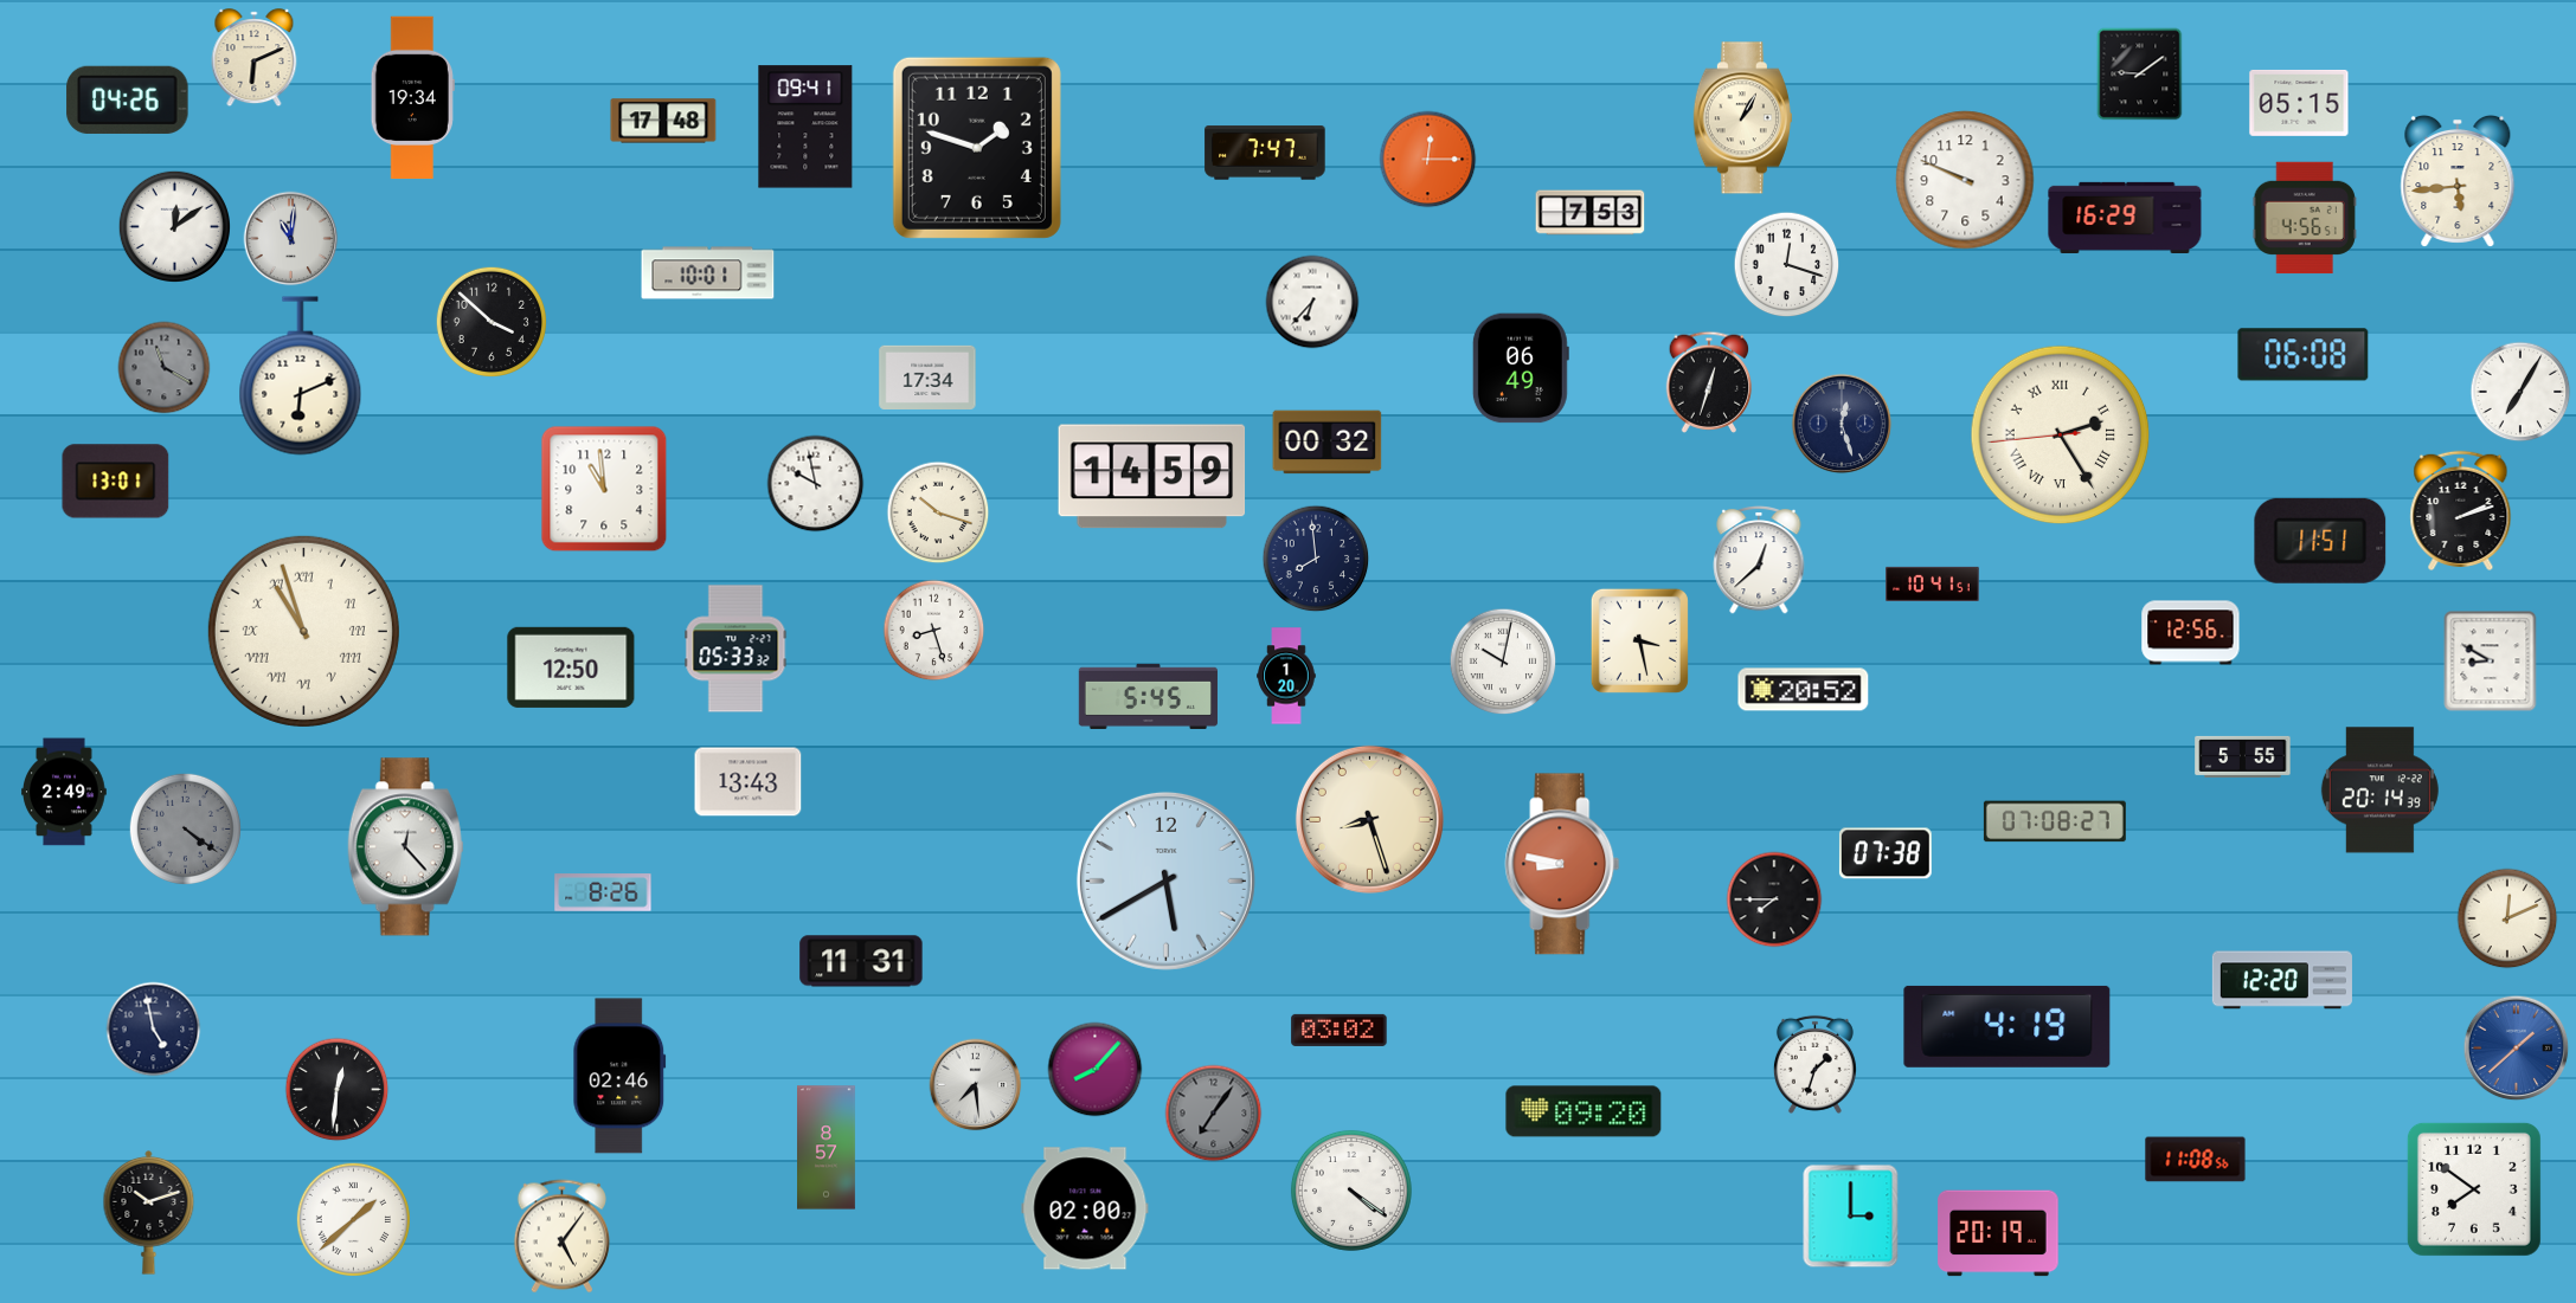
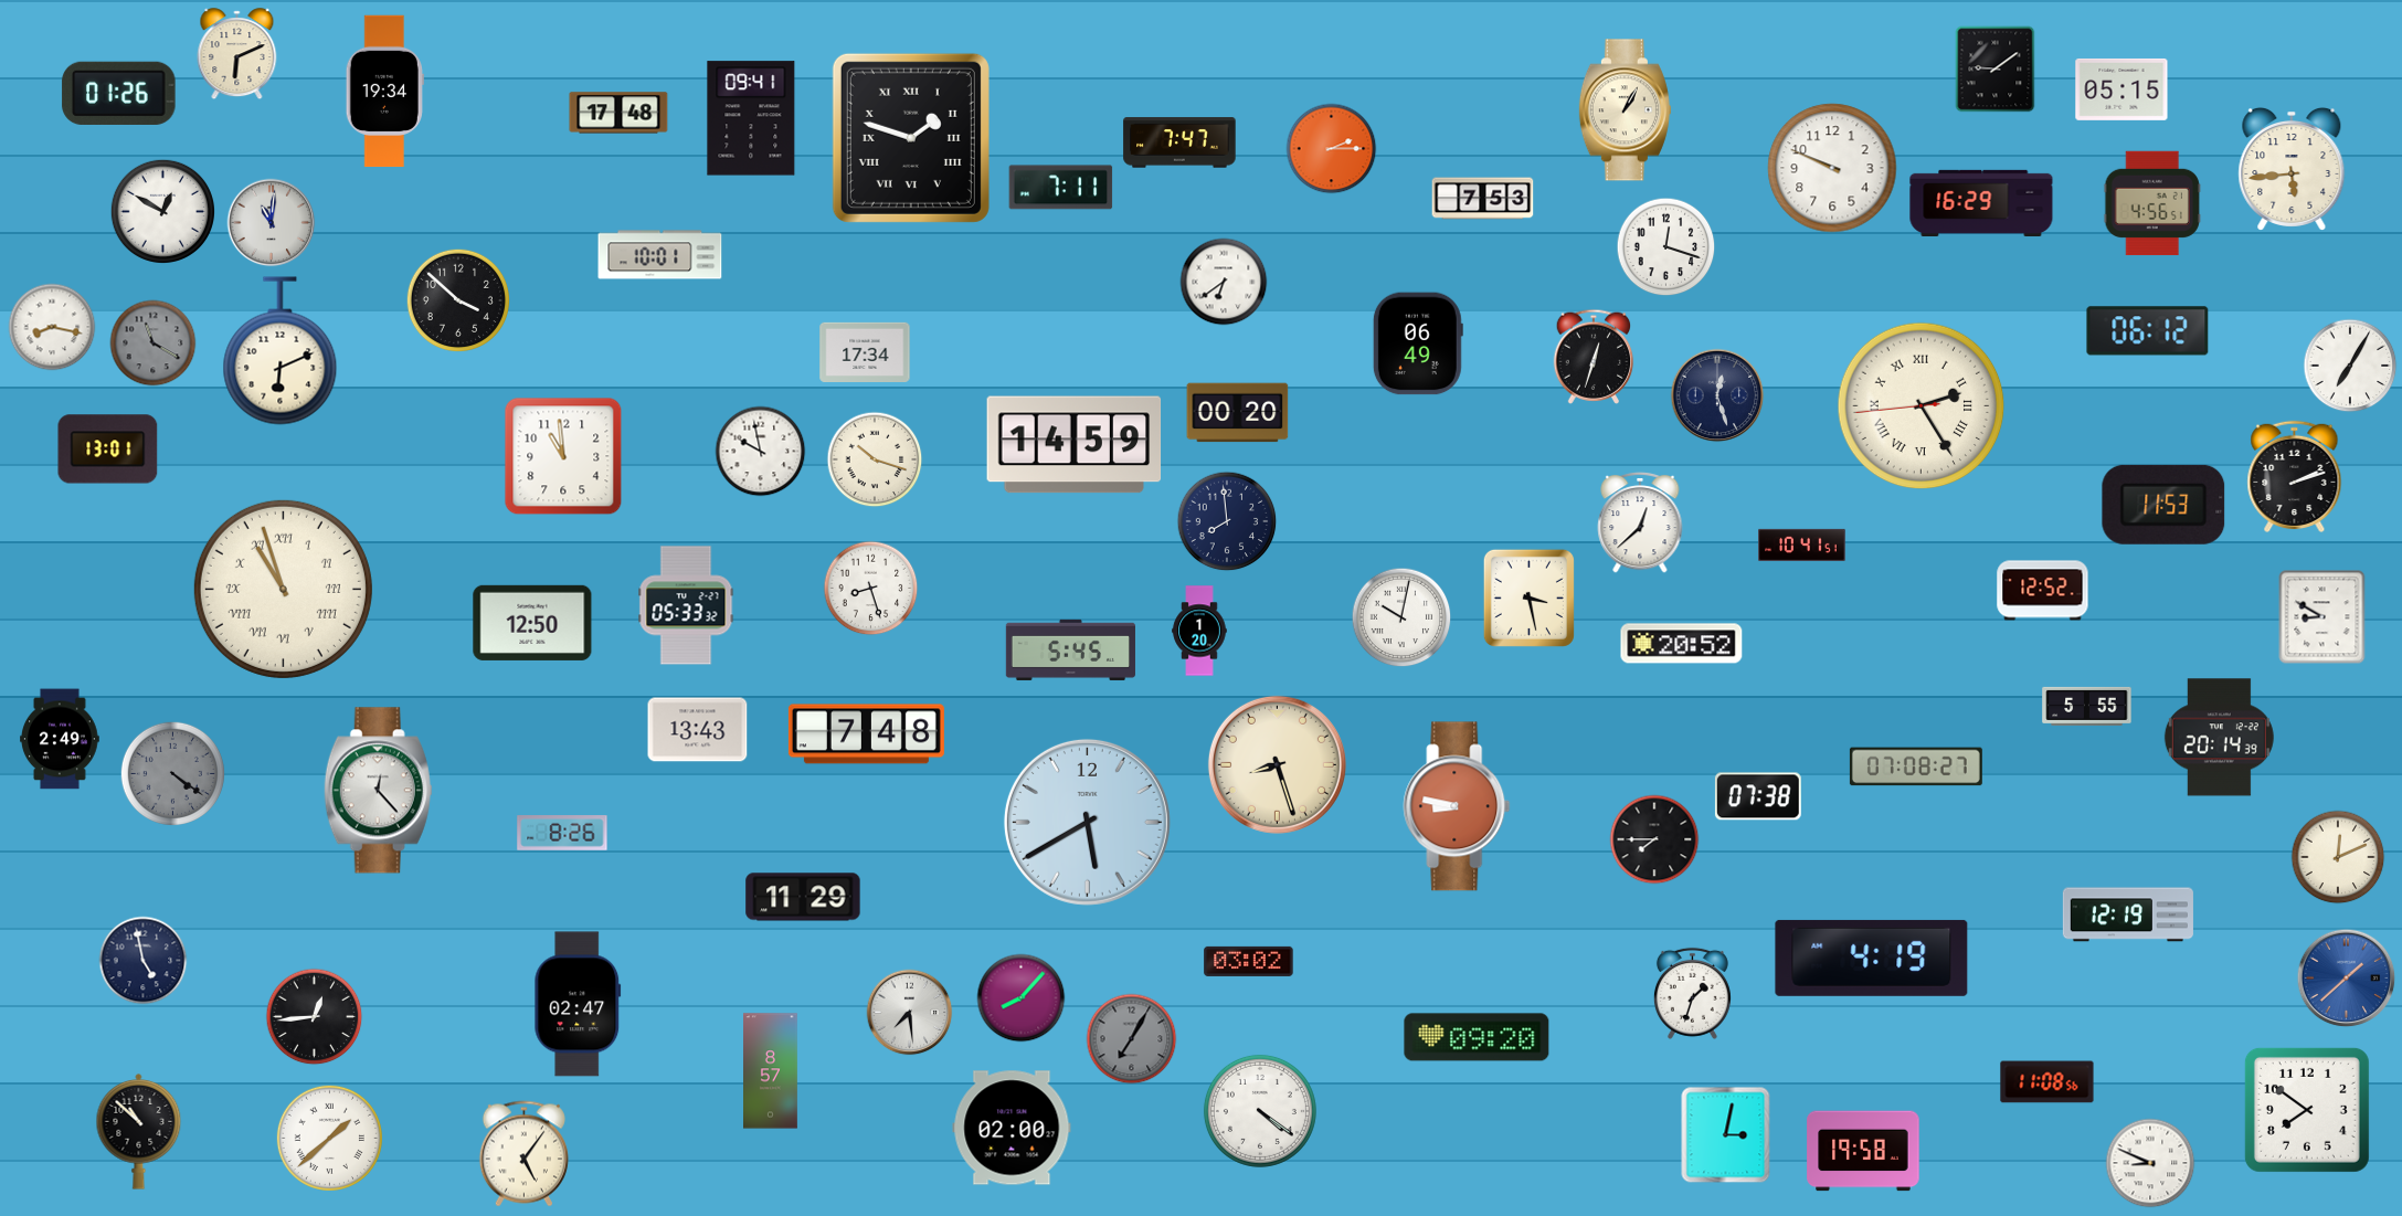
clock at (128, 99): 04:26 -> 01:26
clock at (2299, 103) position: (2299, 103) -> (2121, 89)
clock at (977, 148) numerals: Arabic -> Roman
clock at (1428, 160): 12:15 -> 2:15
clock at (1061, 188): none -> 7:11
clock at (2305, 218) position: (2305, 218) -> (2152, 203)
clock at (174, 226): 12:09 -> 12:50
clock at (1312, 302): 6:37 -> 6:39
clock at (52, 327): none -> 8:17
clock at (2304, 355): 06:08 -> 06:12
clock at (1328, 443): 00:32 -> 00:20
clock at (938, 512) position: (938, 512) -> (875, 459)
clock at (2320, 541): 11:51 -> 11:53
clock at (2191, 633): 12:56 -> 12:52
clock at (2243, 756) position: (2243, 756) -> (2087, 706)
clock at (866, 734): none -> 7:48
clock at (861, 961): 11:31 -> 11:29
clock at (2282, 980): 12:20 -> 12:19
clock at (619, 1076): 02:46 -> 02:47
clock at (338, 1090): 12:31 -> 12:44
clock at (1214, 1114): 7:06 -> 7:05
clock at (149, 1213): 10:12 -> 10:52
clock at (1851, 1217): 3:00 -> 3:02
clock at (1998, 1233): 20:19 -> 19:58
clock at (2150, 1163): none -> 8:49
